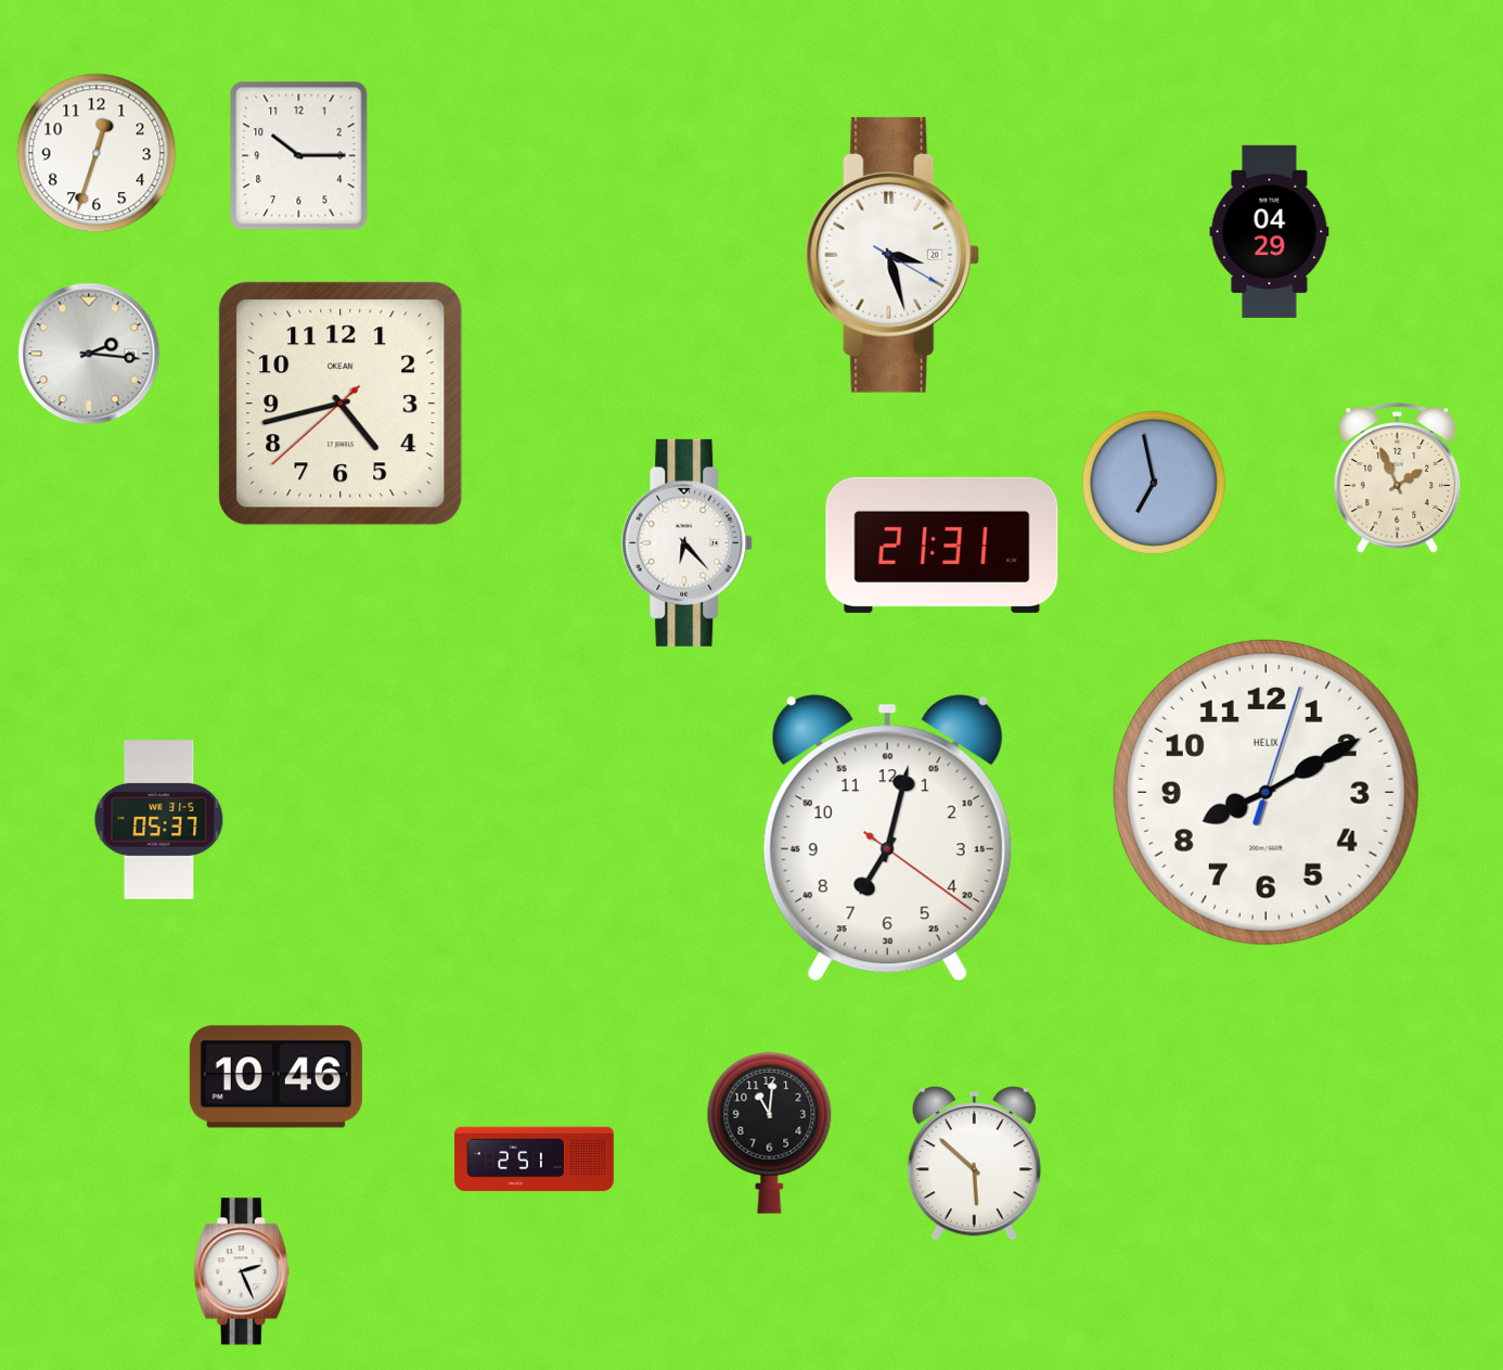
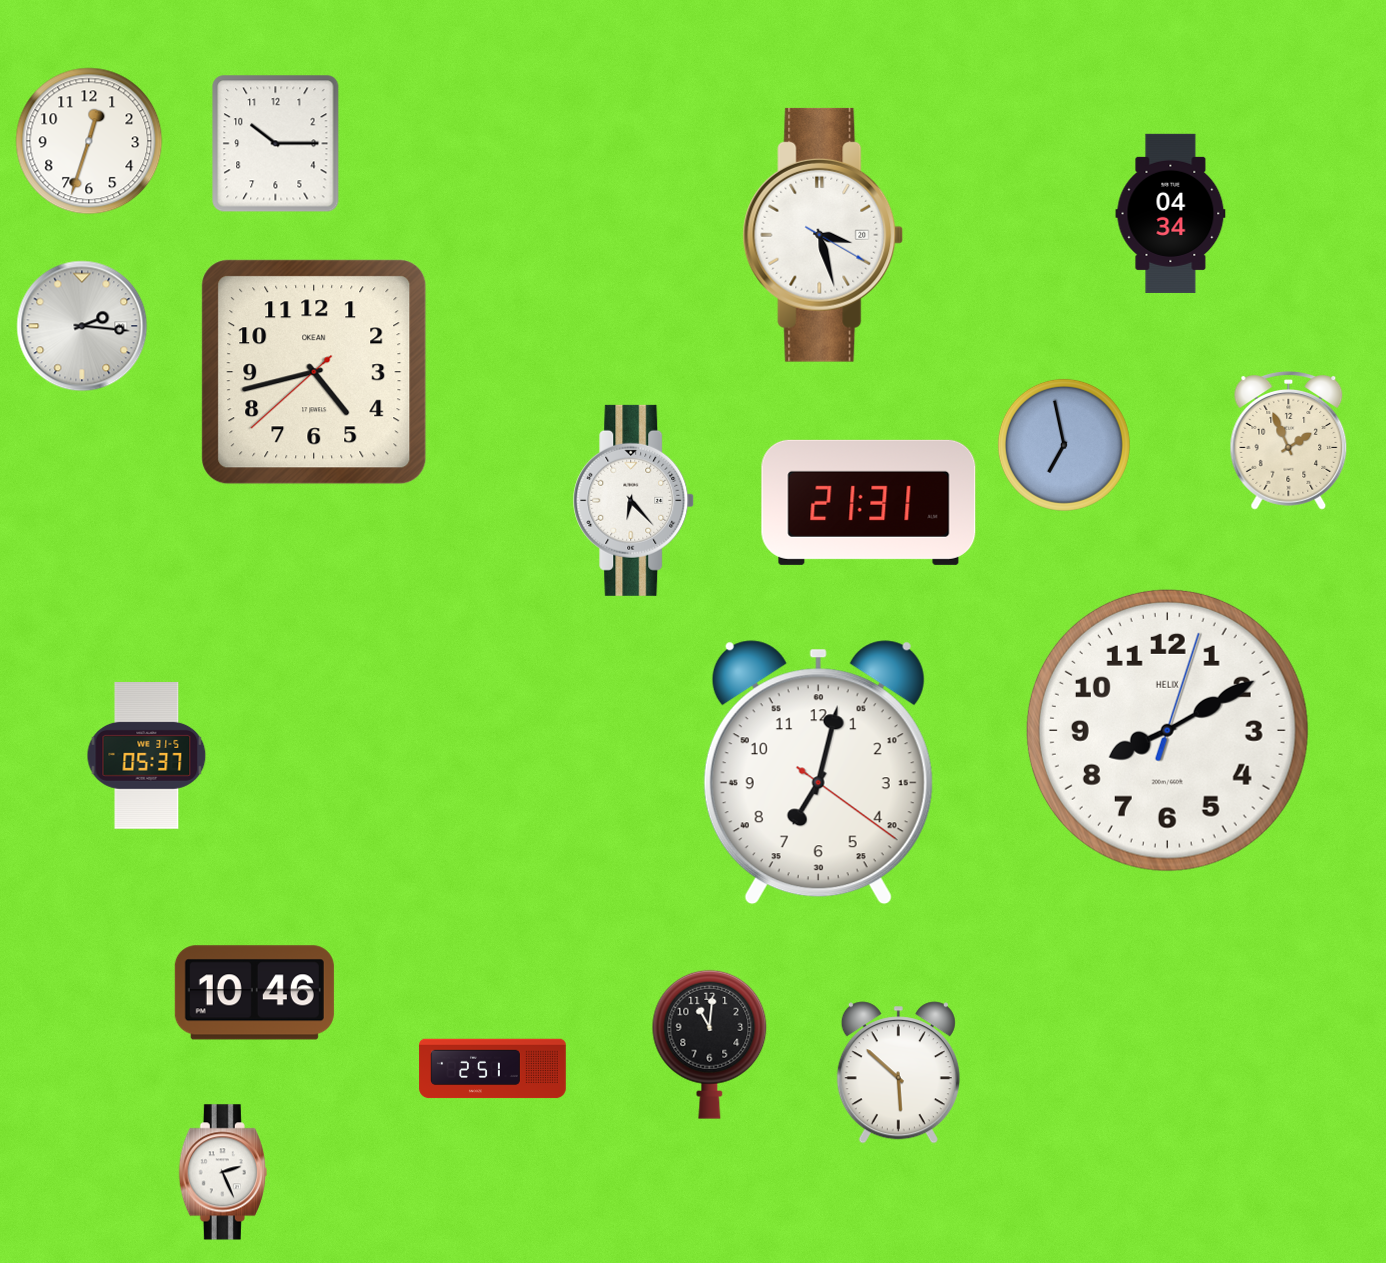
clock at (1270, 231): 04:29 -> 04:34
